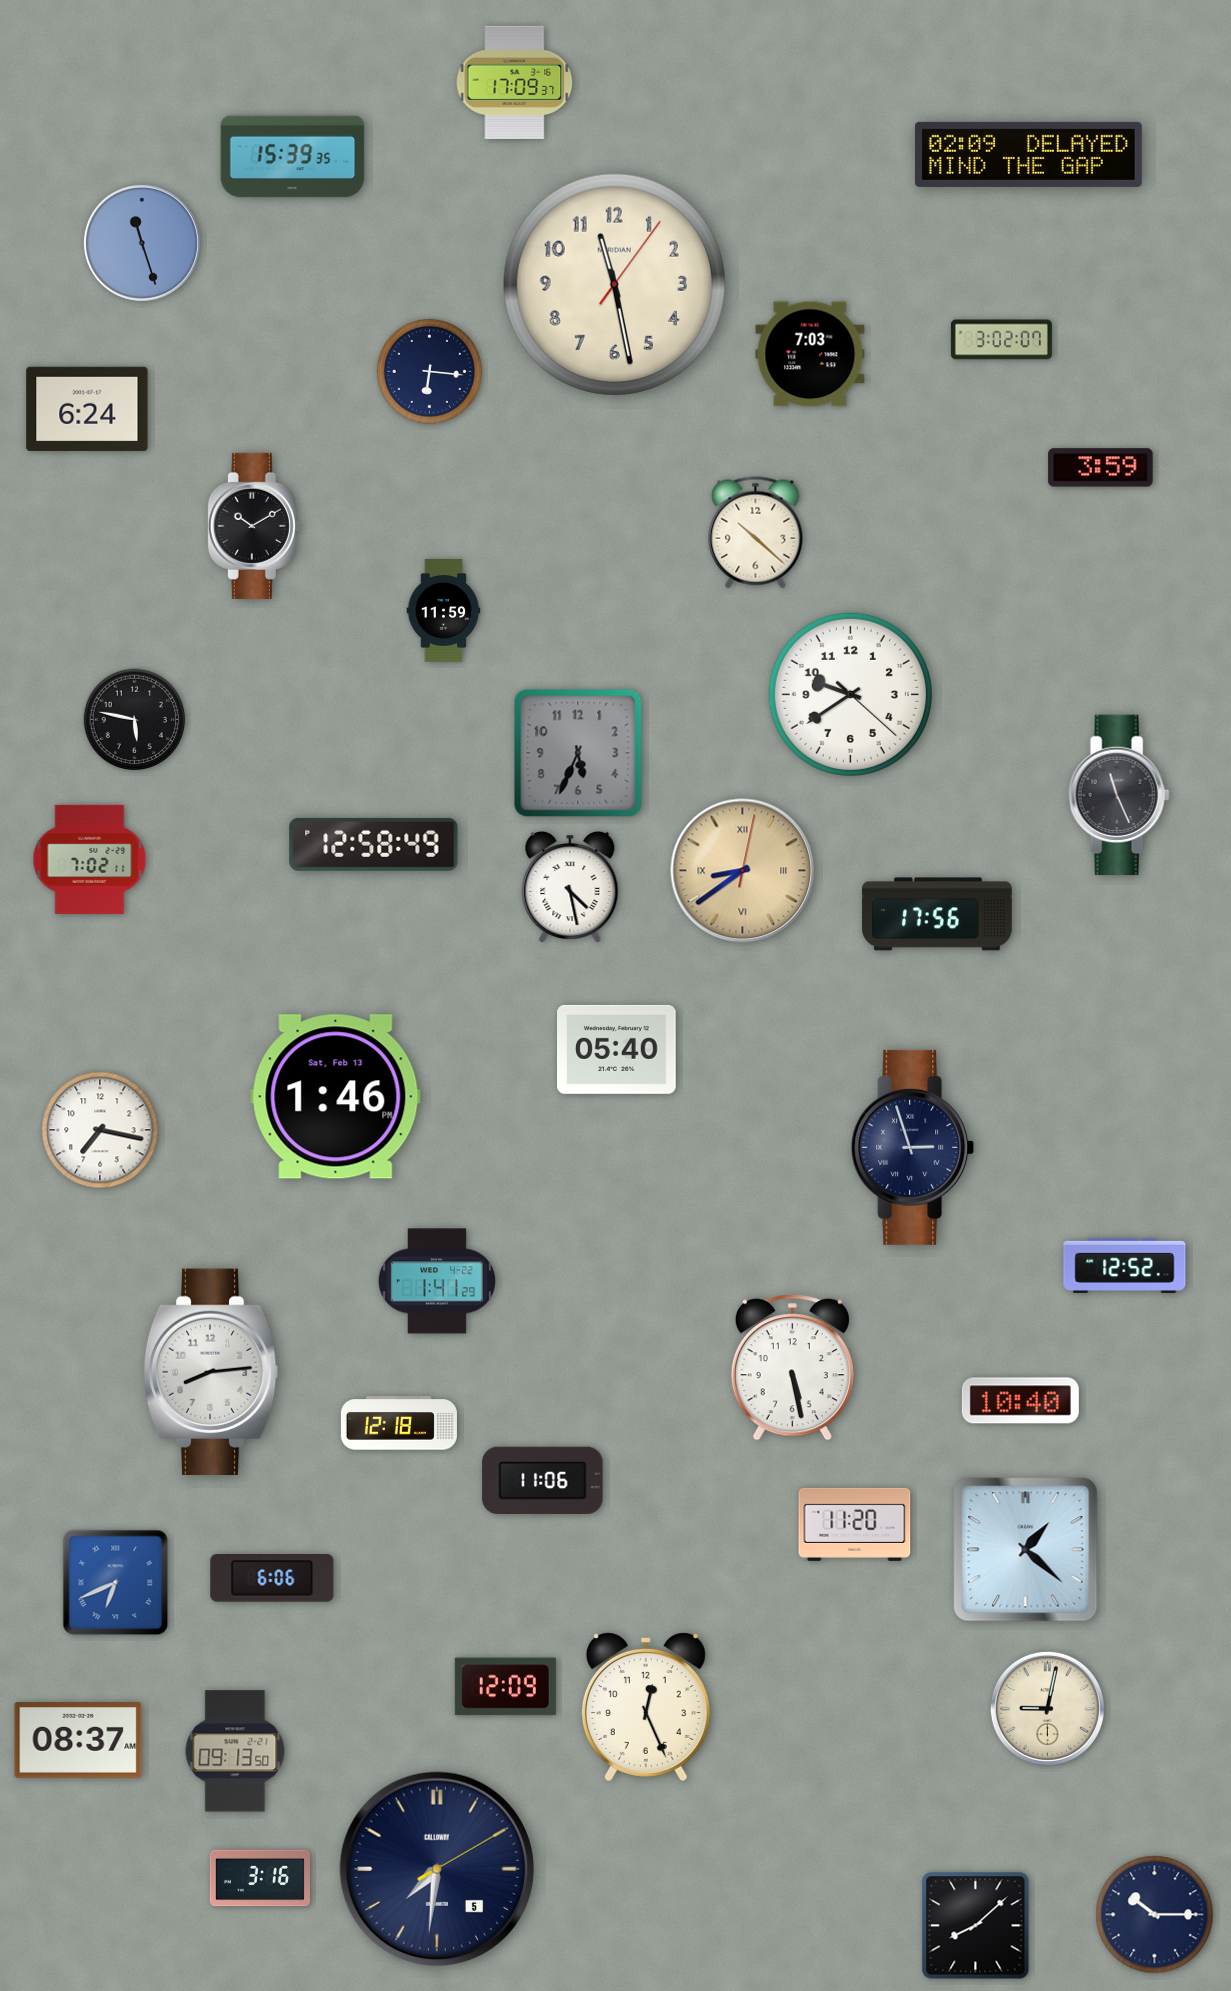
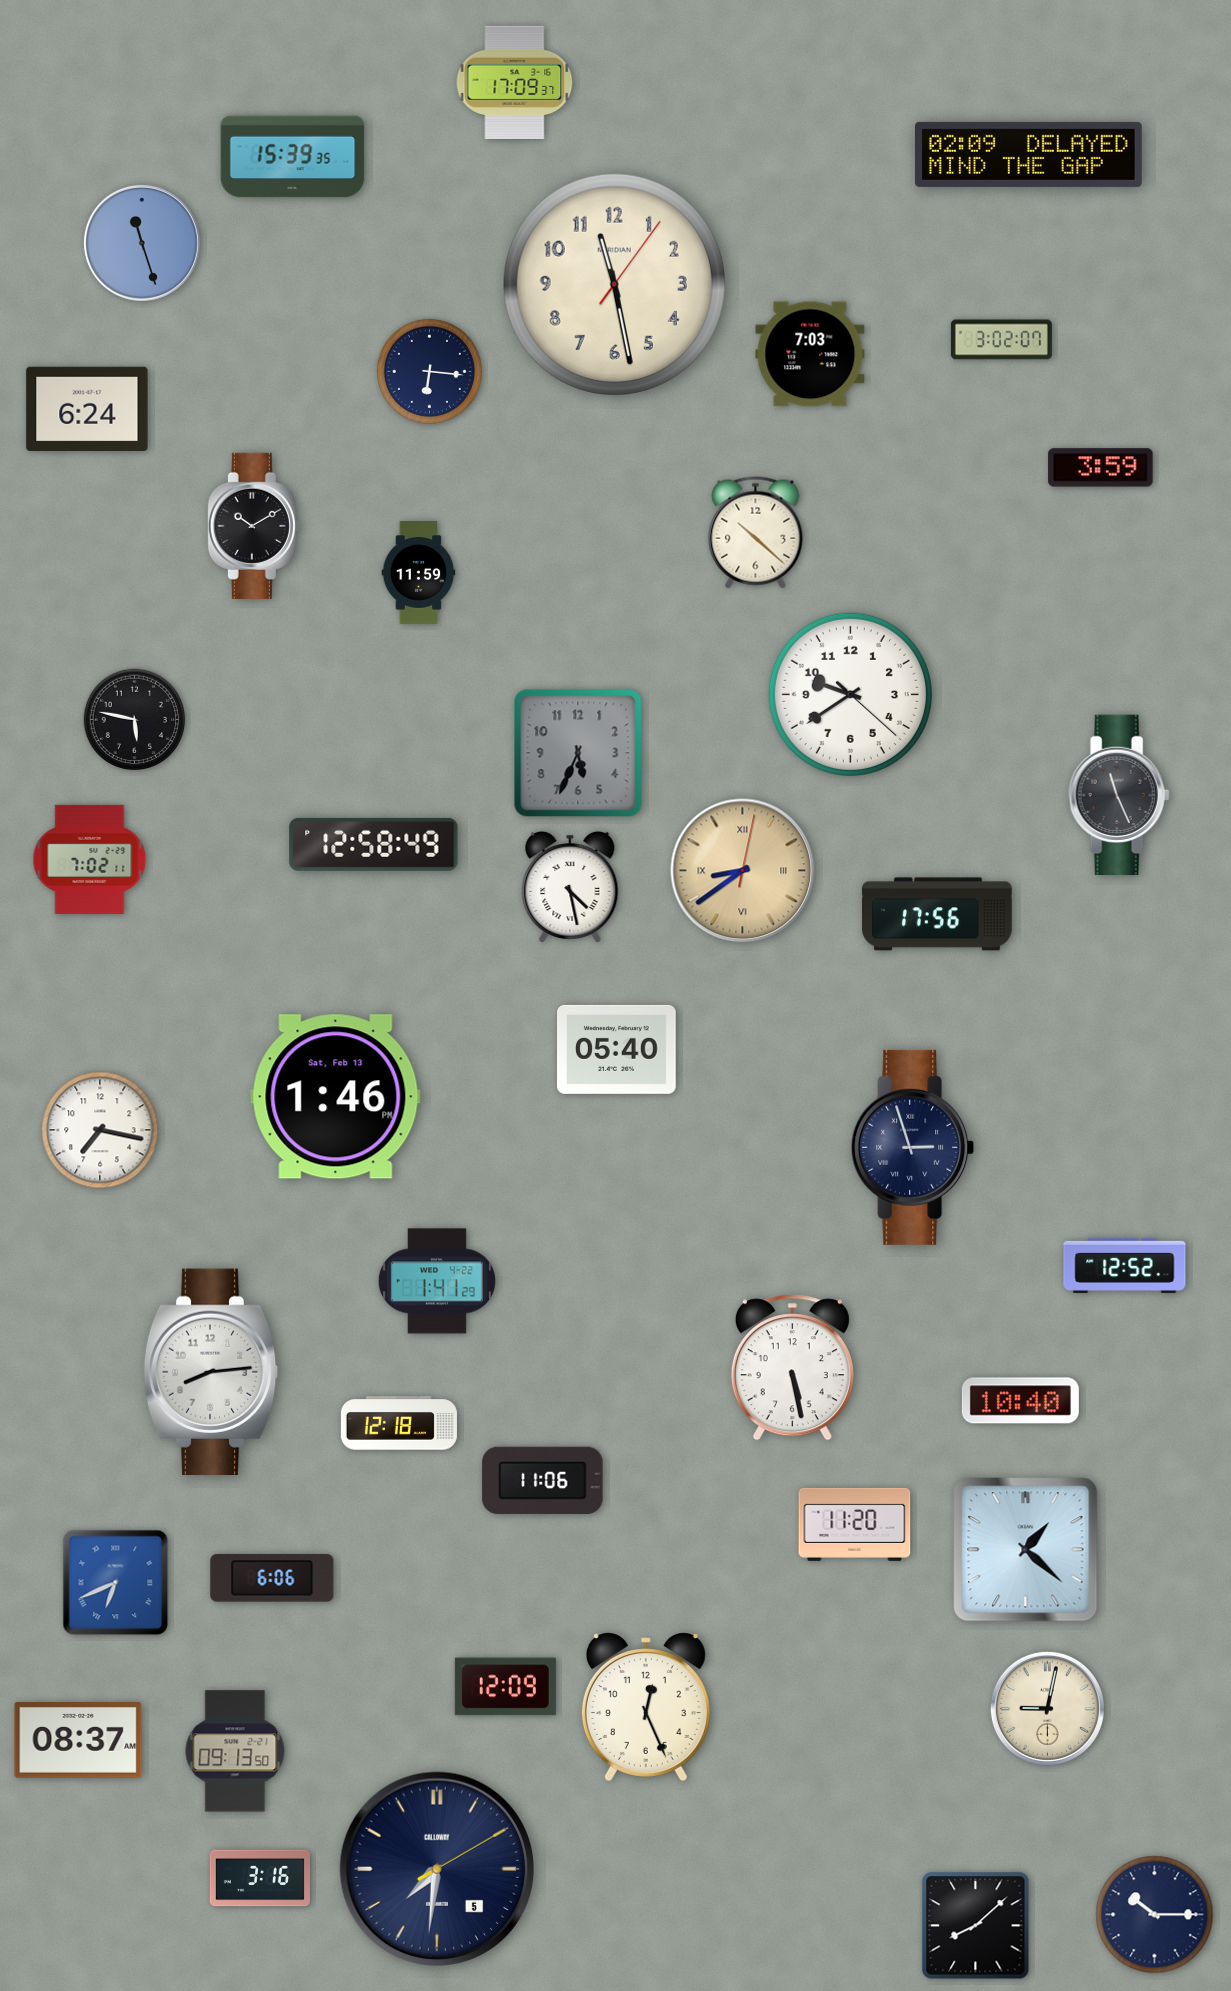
clock at (444, 611) position: (444, 611) -> (419, 573)
